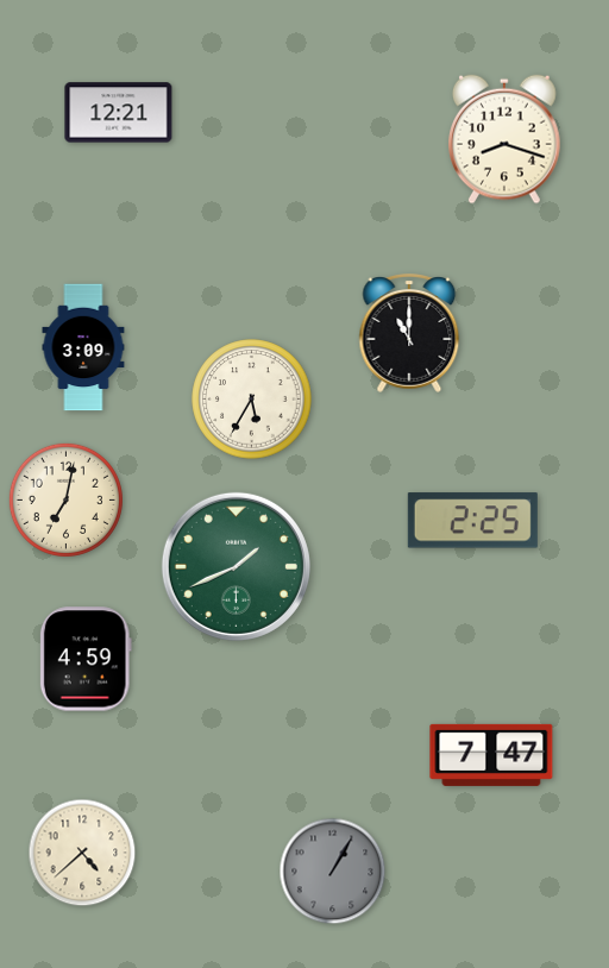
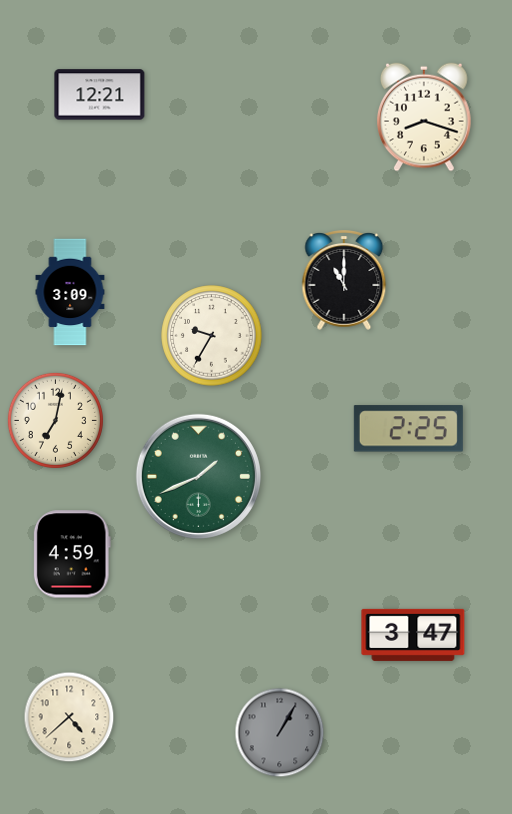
clock at (252, 400): 5:35 -> 9:35
clock at (472, 521) position: (472, 521) -> (408, 429)
clock at (491, 755): 7:47 -> 3:47
